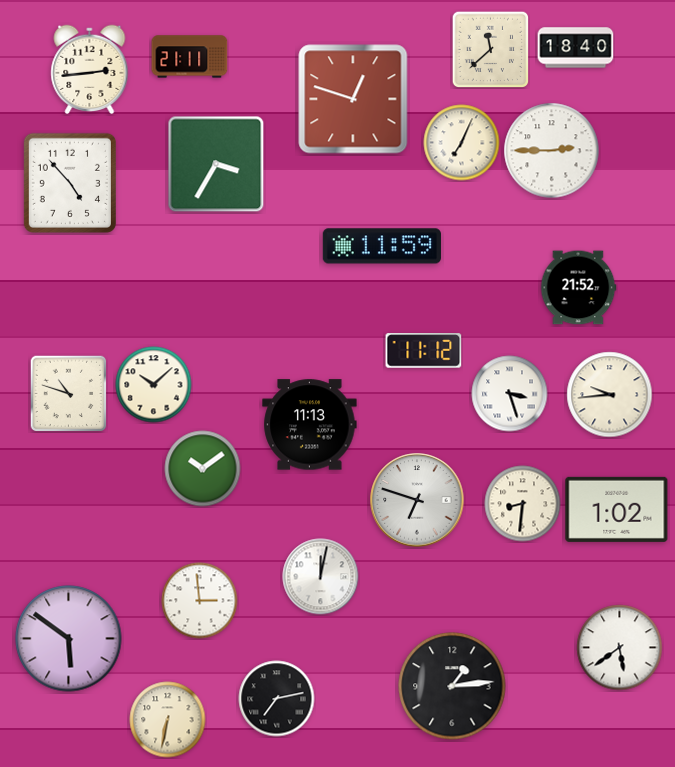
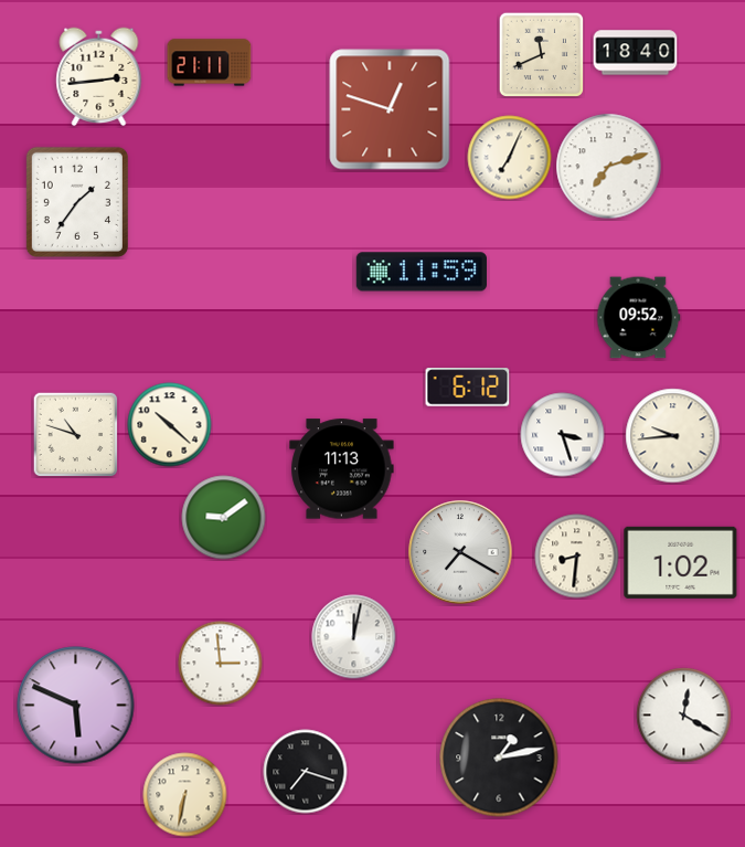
clock at (490, 49): 11:38 -> 11:41
clock at (552, 151): 2:45 -> 7:12
clock at (216, 164): 3:35 -> none
clock at (70, 183): 4:53 -> 1:36
clock at (578, 288): 21:52 -> 09:52
clock at (424, 351): 11:12 -> 6:12
clock at (154, 385): 10:08 -> 10:22
clock at (203, 469): 10:09 -> 9:09
clock at (417, 500): 6:48 -> 7:20
clock at (69, 639): 5:51 -> 5:49
clock at (620, 648): 5:39 -> 12:20
clock at (452, 686): 1:14 -> 1:13
clock at (277, 699): 7:13 -> 7:18
